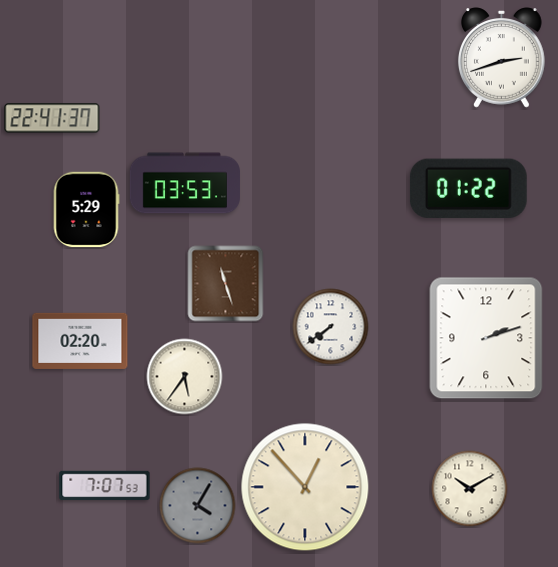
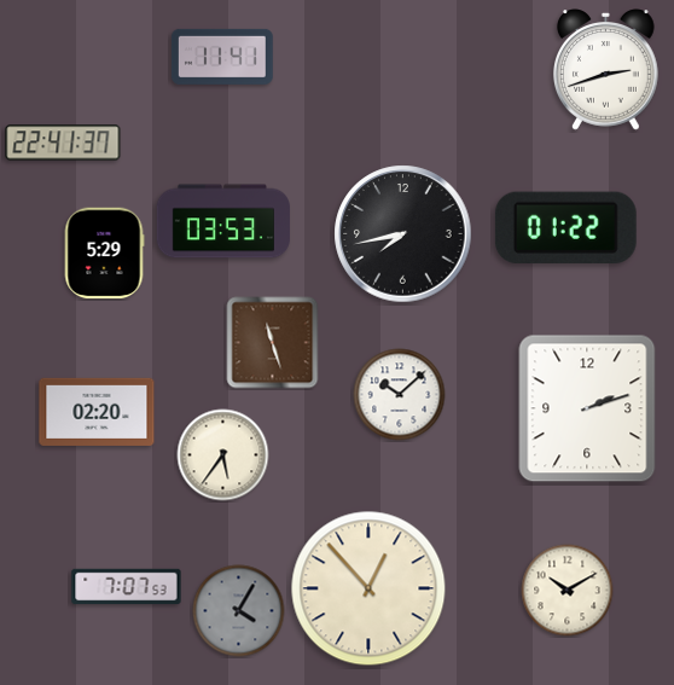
clock at (222, 57): none -> 11:41
clock at (403, 234): none -> 7:43
clock at (331, 327): 7:39 -> 10:08
